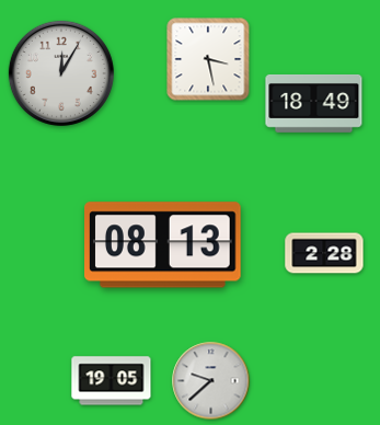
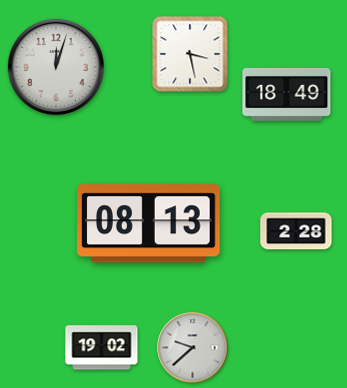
clock at (61, 73): 12:05 -> 12:03
clock at (112, 381): 19:05 -> 19:02
